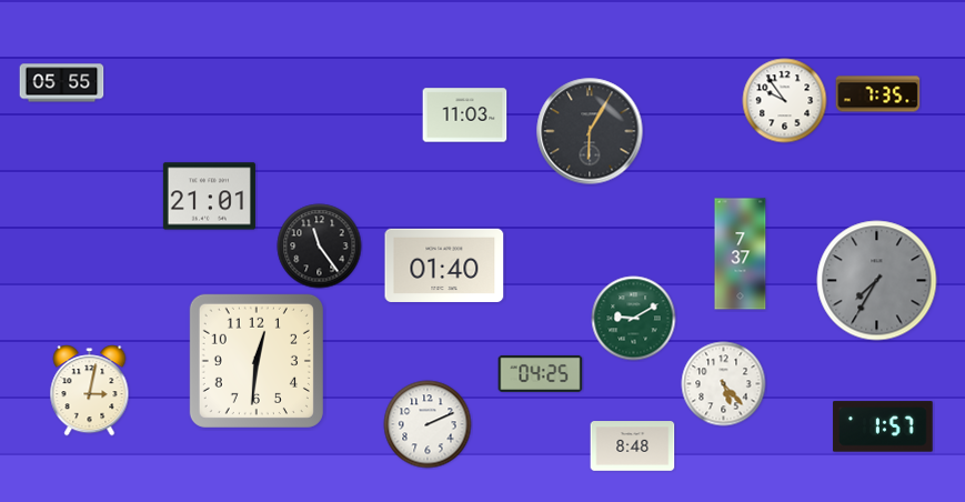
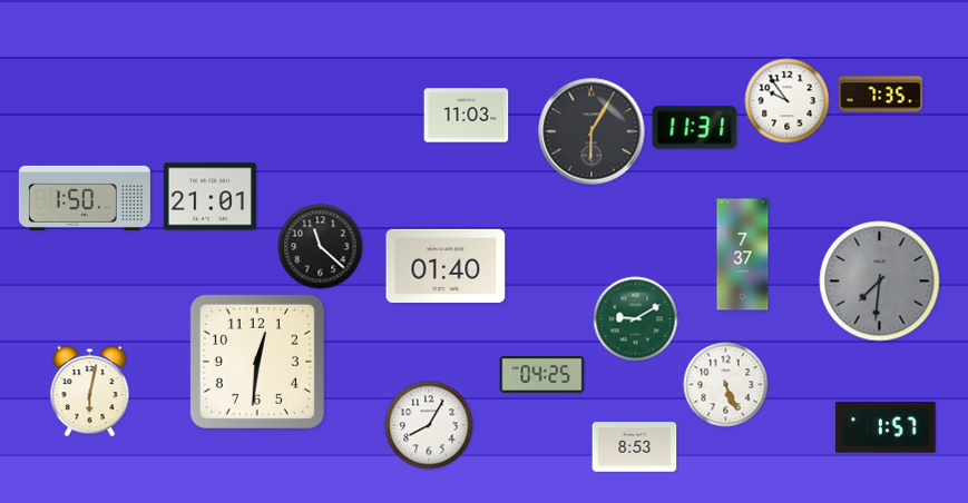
clock at (62, 83): 05:55 -> none
clock at (695, 128): none -> 11:31
clock at (85, 198): none -> 1:50
clock at (320, 247): 11:24 -> 11:22
clock at (877, 281): 7:35 -> 7:31
clock at (724, 384): 5:23 -> 5:26
clock at (90, 391): 3:02 -> 6:02
clock at (428, 424): 2:11 -> 8:05
clock at (633, 446): 8:48 -> 8:53
